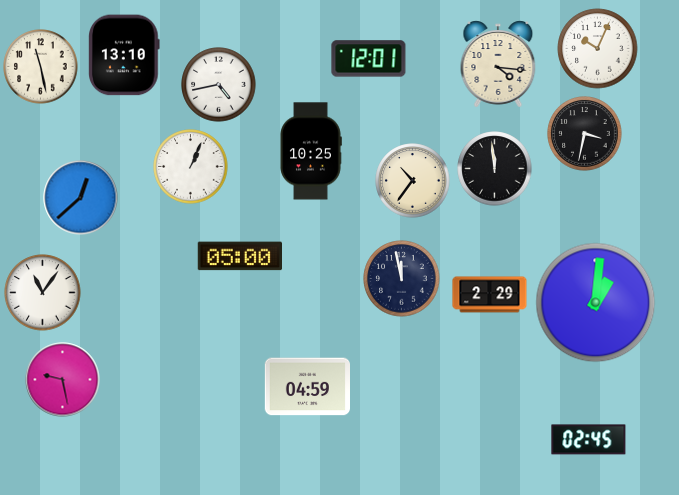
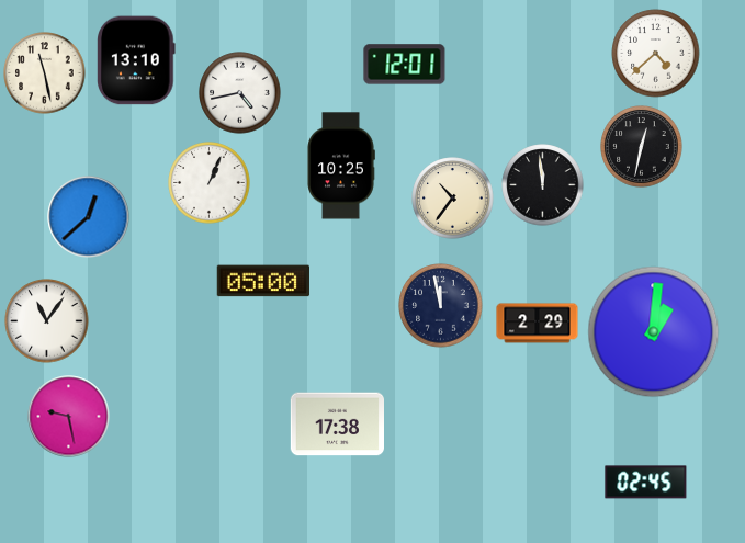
clock at (598, 49): 10:04 -> 4:38
clock at (498, 64): 4:16 -> none
clock at (585, 134): 3:32 -> 12:32
clock at (307, 387): 04:59 -> 17:38
